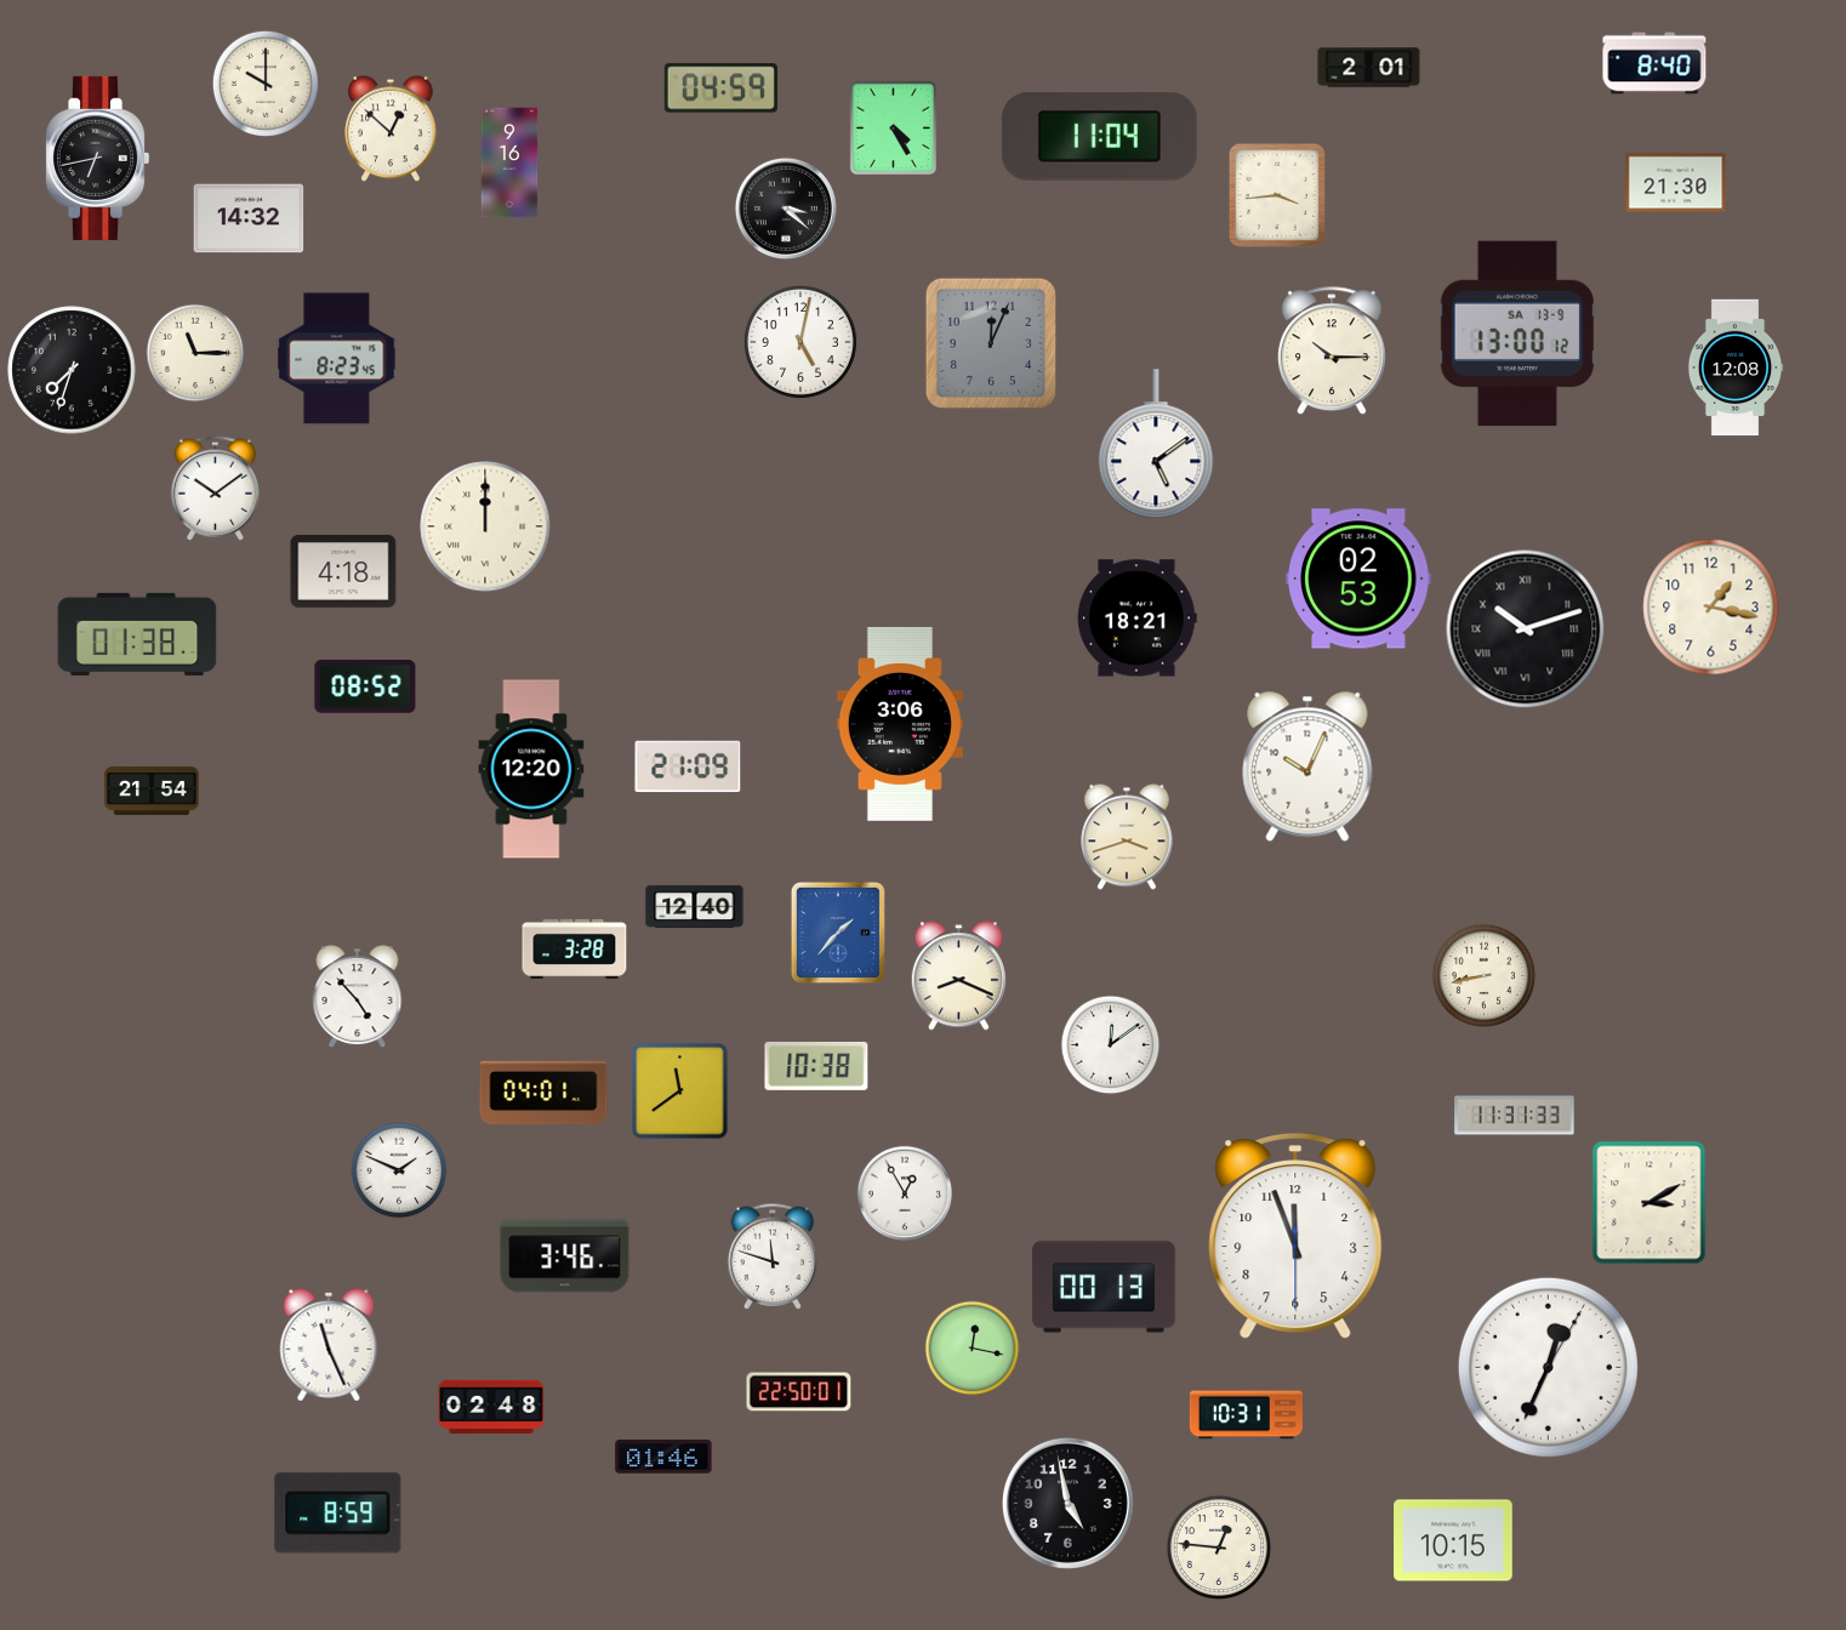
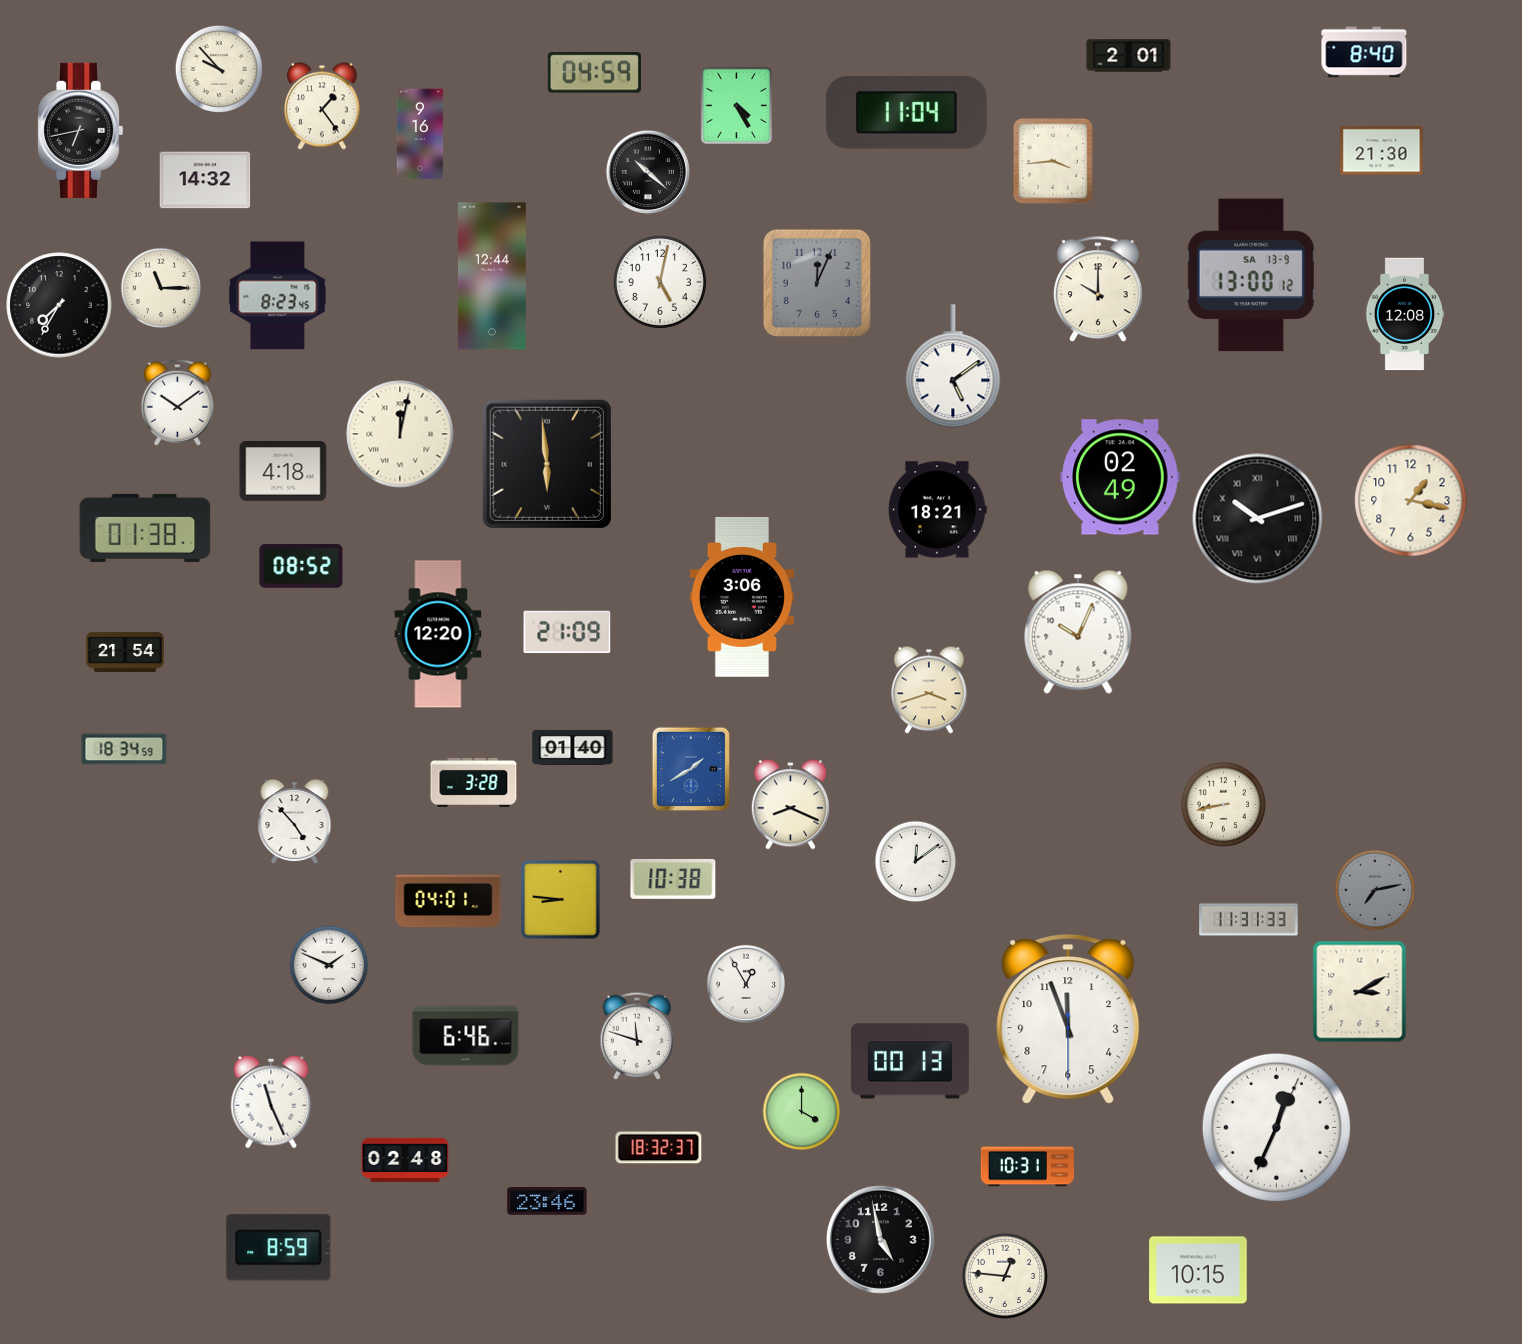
clock at (266, 84): 10:00 -> 9:53
clock at (391, 129): 12:52 -> 1:24
clock at (786, 209): 3:22 -> 10:22
clock at (492, 276): none -> 12:44
clock at (1332, 352): 10:15 -> 10:00
clock at (195, 353) position: (195, 353) -> (161, 288)
clock at (1736, 367) position: (1736, 367) -> (1405, 314)
clock at (72, 370): 7:33 -> 7:35
clock at (485, 526): 12:00 -> 12:02
clock at (547, 464): none -> 5:59
clock at (1358, 579): 02:53 -> 02:49
clock at (137, 634) position: (137, 634) -> (145, 528)
clock at (695, 906): 12:40 -> 01:40
clock at (124, 749): none -> 18:34
clock at (837, 931): 1:37 -> 1:40
clock at (1375, 890): none -> 7:13
clock at (680, 1092): 11:39 -> 8:46
clock at (565, 1256): 3:46 -> 6:46
clock at (329, 1345) position: (329, 1345) -> (271, 1102)
clock at (973, 1349): 12:17 -> 4:00
clock at (1548, 1367): 12:34:05 -> 12:34:04
clock at (799, 1392): 22:50 -> 18:32
clock at (663, 1457): 01:46 -> 23:46
